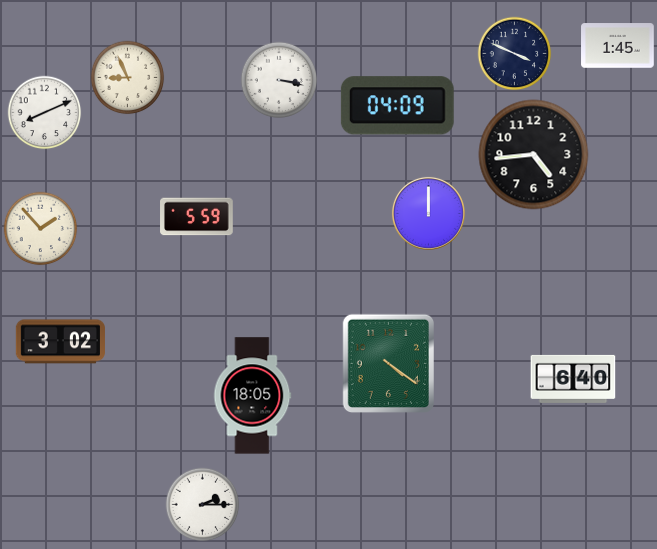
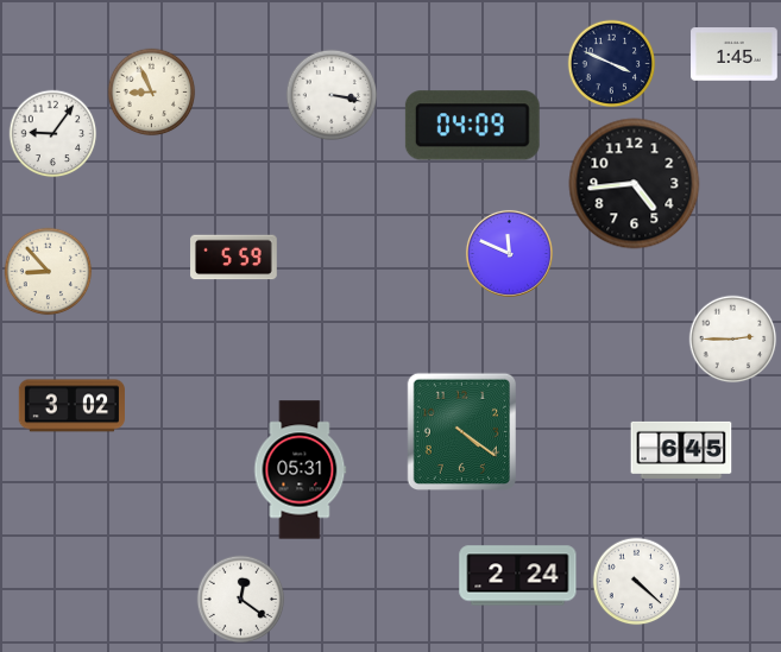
clock at (45, 113): 8:11 -> 9:06
clock at (428, 213): 12:00 -> 11:49
clock at (41, 229): 1:53 -> 8:53
clock at (733, 340): none -> 2:45
clock at (573, 379): 6:40 -> 6:45
clock at (253, 396): 18:05 -> 05:31
clock at (518, 576): none -> 2:24
clock at (637, 582): none -> 4:22
clock at (203, 505): 2:15 -> 12:21
